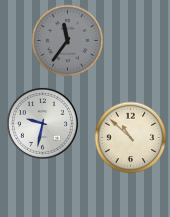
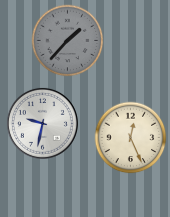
clock at (68, 41): 11:36 -> 1:37
clock at (131, 138): 10:52 -> 12:26
